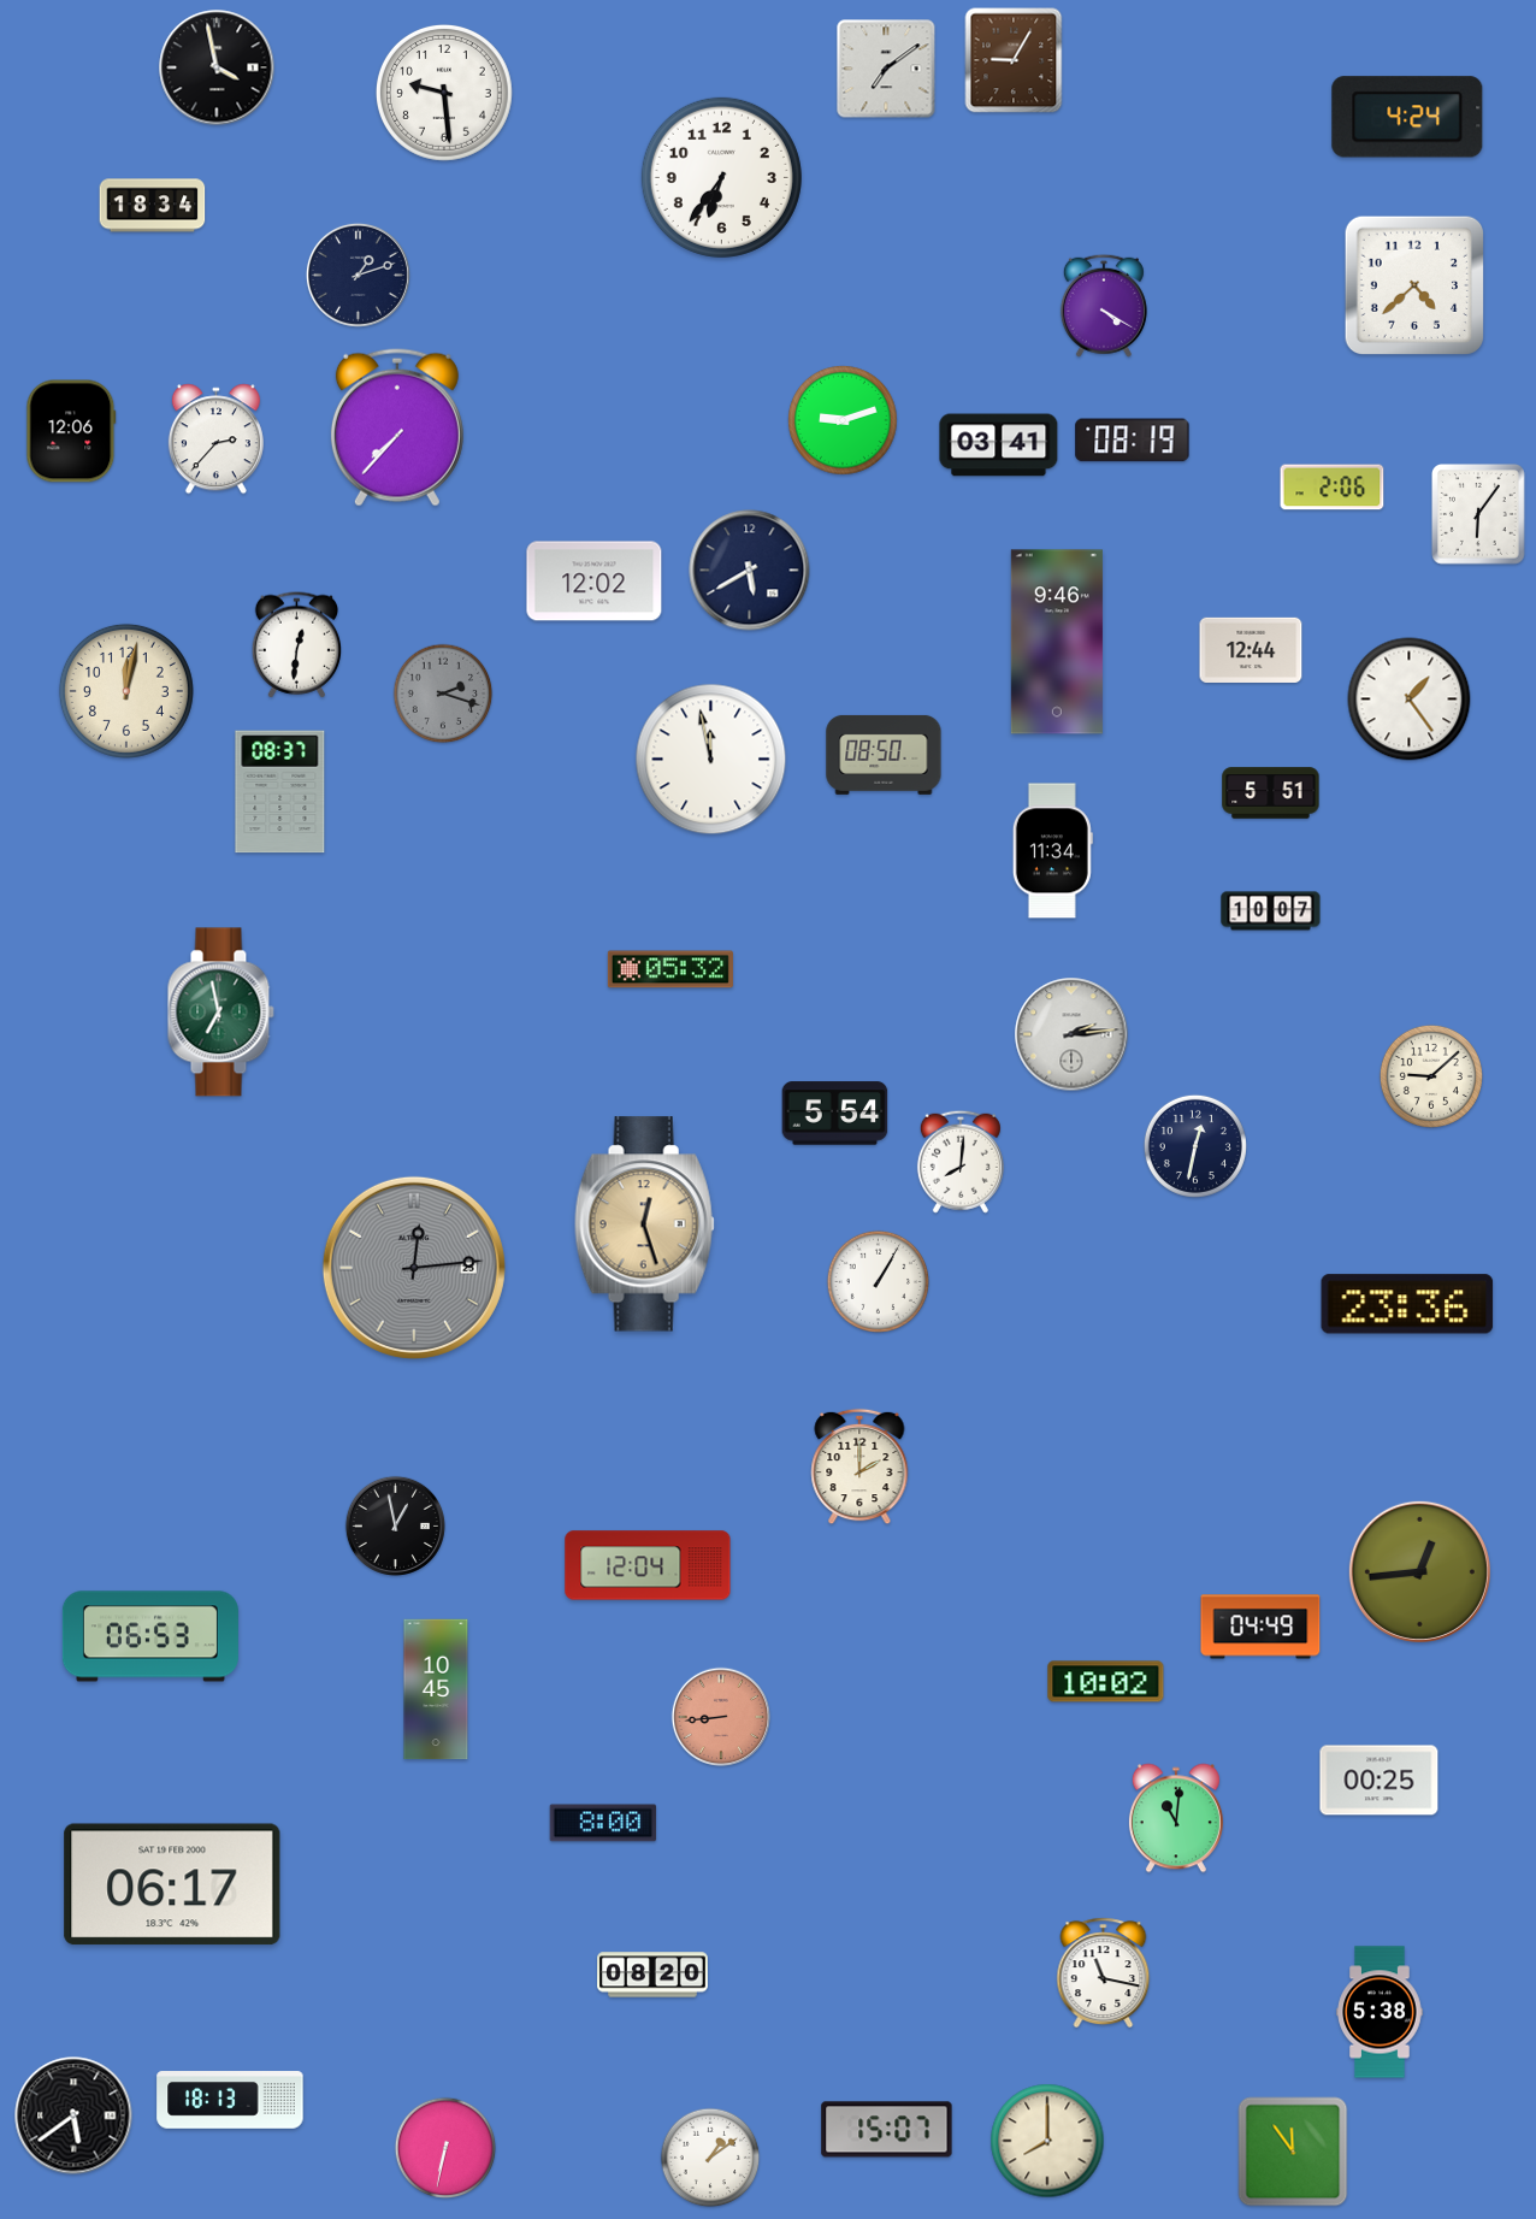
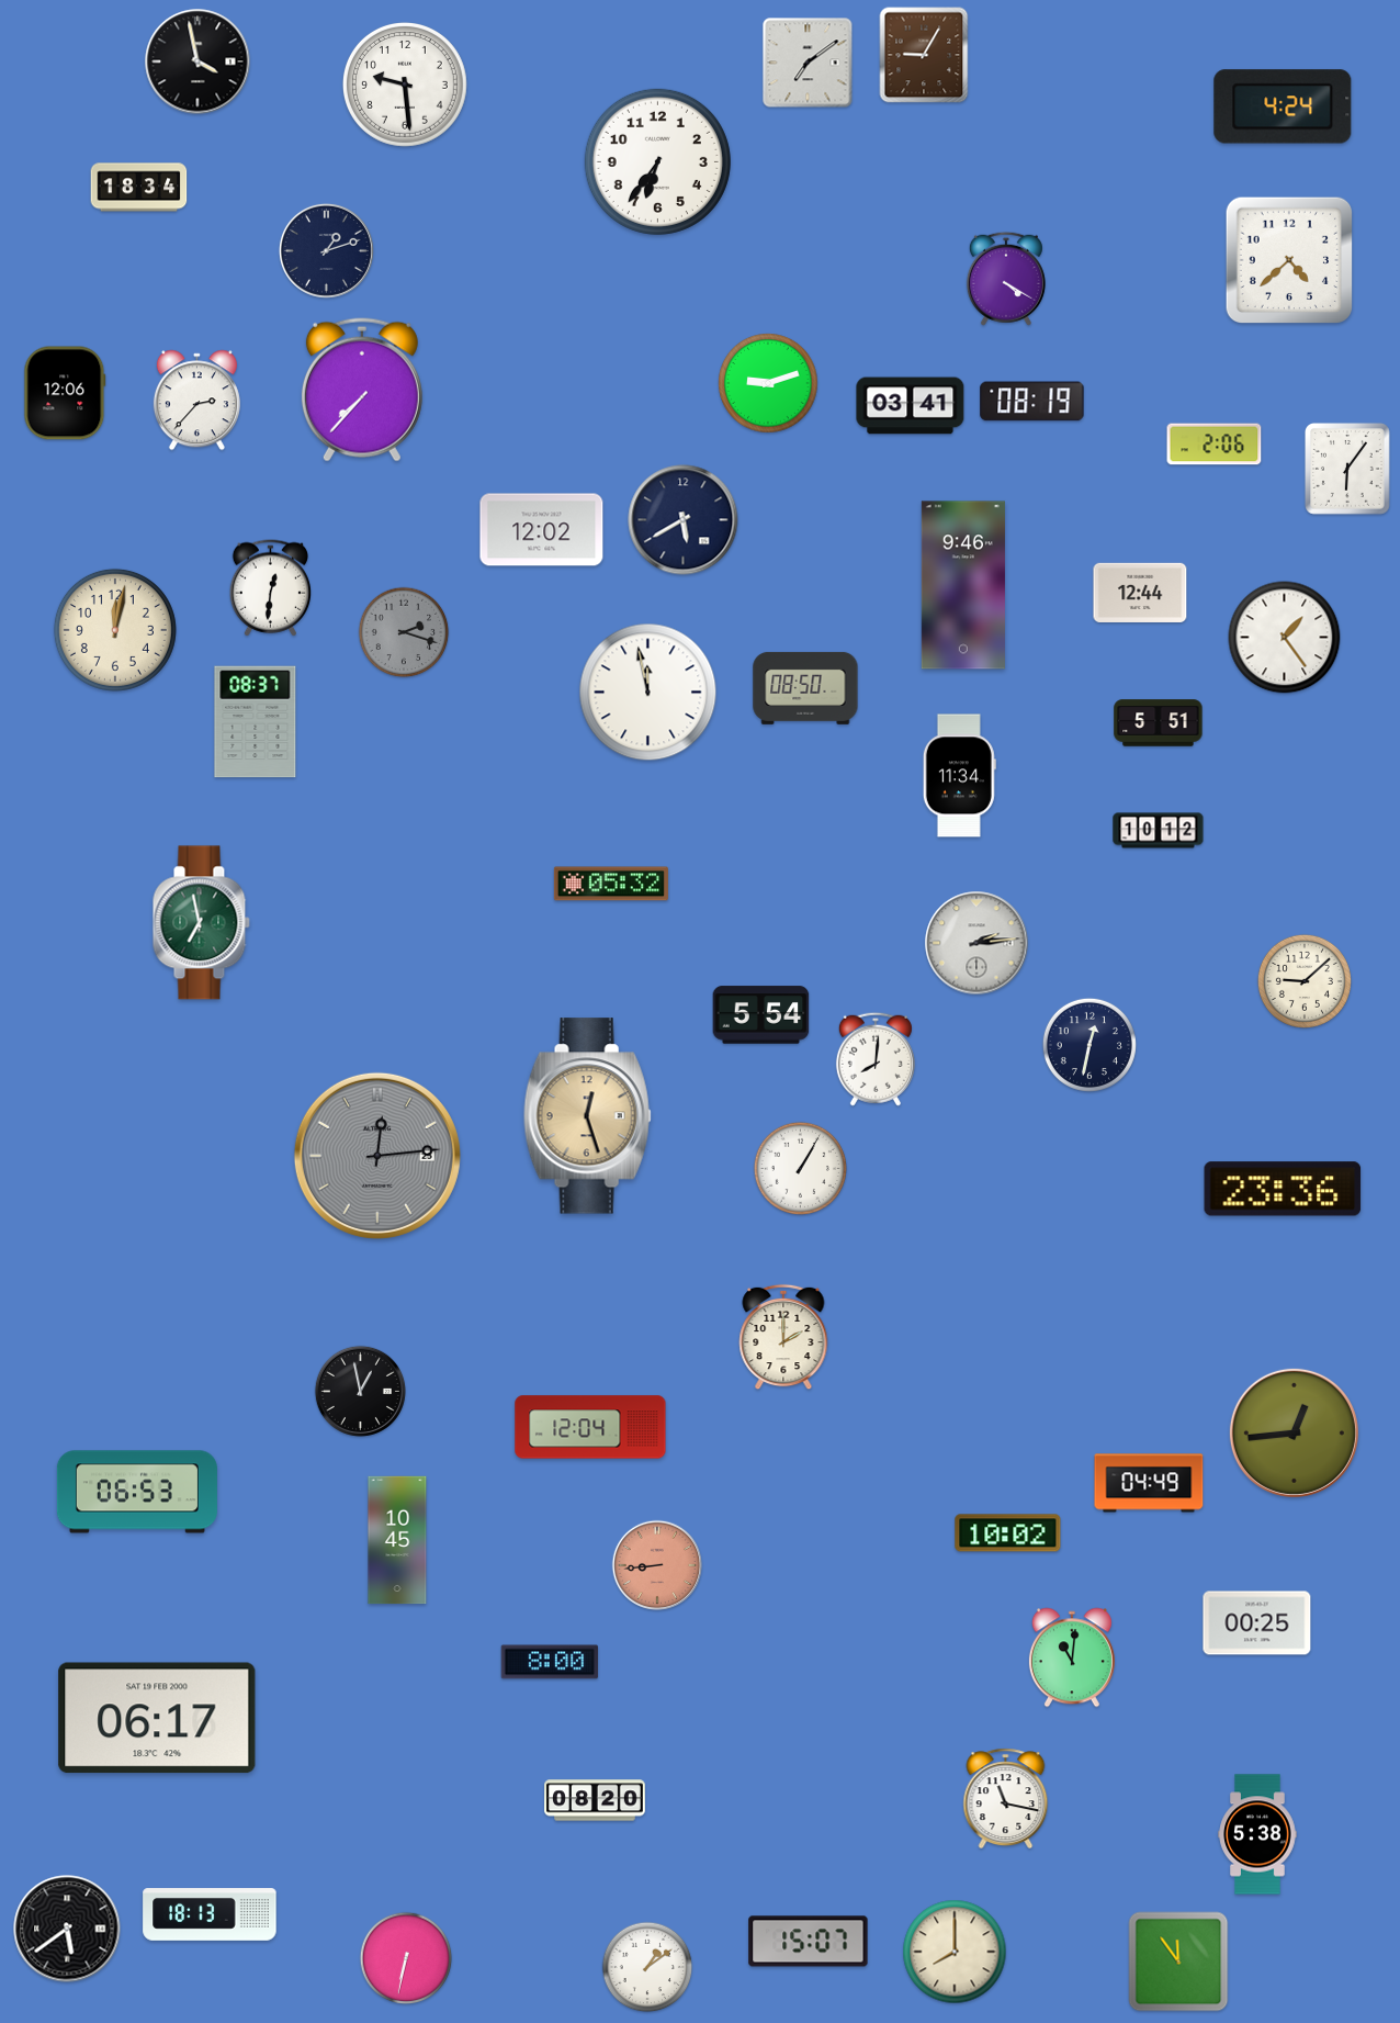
clock at (1271, 911): 10:07 -> 10:12
